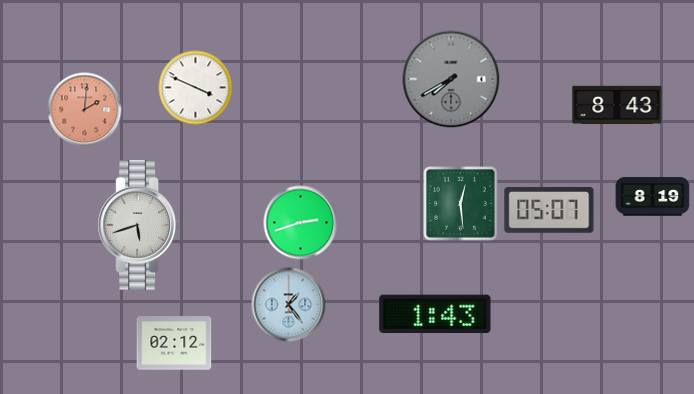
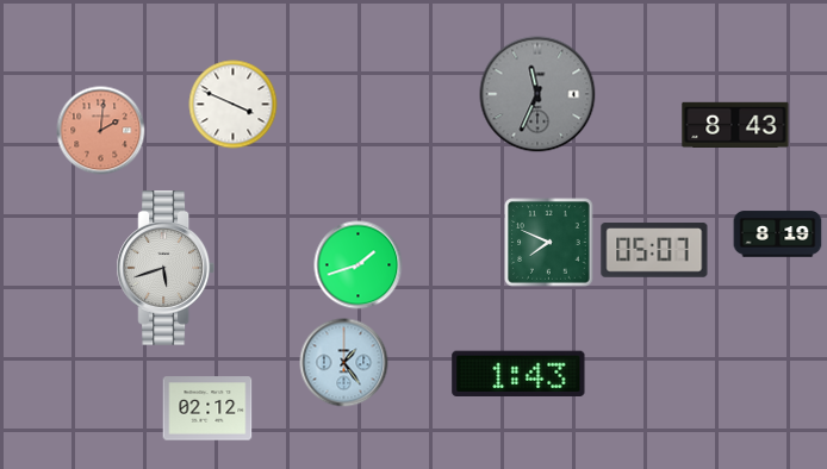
clock at (451, 79): 7:40 -> 11:34
clock at (461, 204): 12:29 -> 7:49
clock at (301, 223): 2:42 -> 1:42
